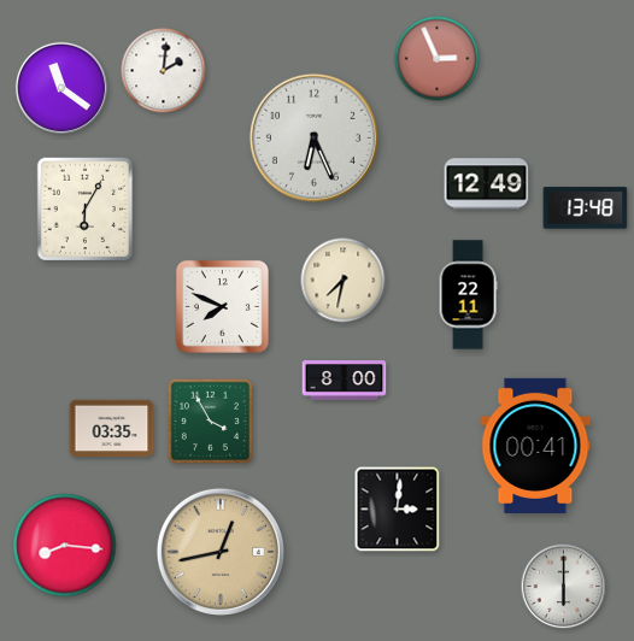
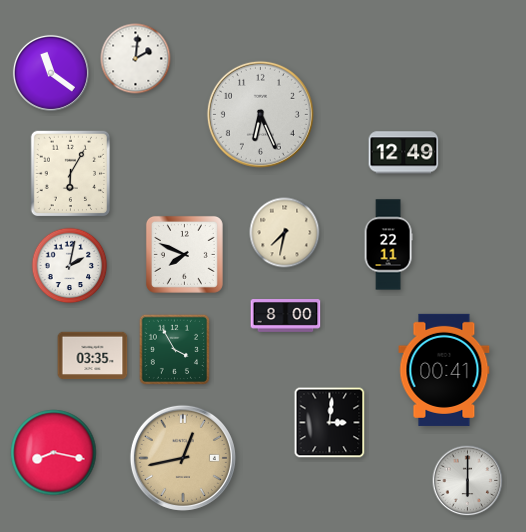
clock at (438, 59): 2:56 -> none
clock at (586, 208): 13:48 -> none
clock at (70, 266): none -> 2:02
clock at (65, 546): 8:16 -> 8:17
clock at (564, 587) position: (564, 587) -> (468, 481)
